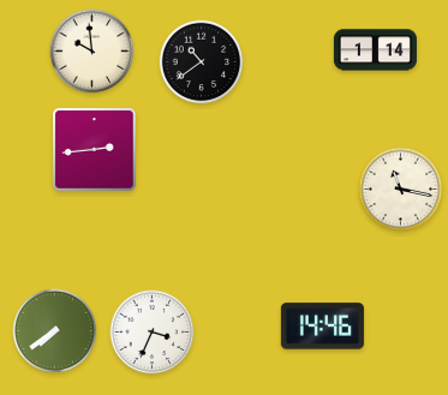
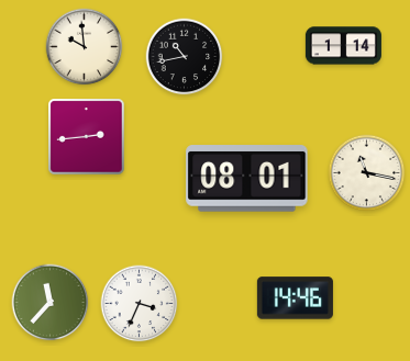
clock at (202, 62): 10:39 -> 10:43
clock at (247, 179): none -> 08:01
clock at (55, 331): 7:39 -> 11:37
